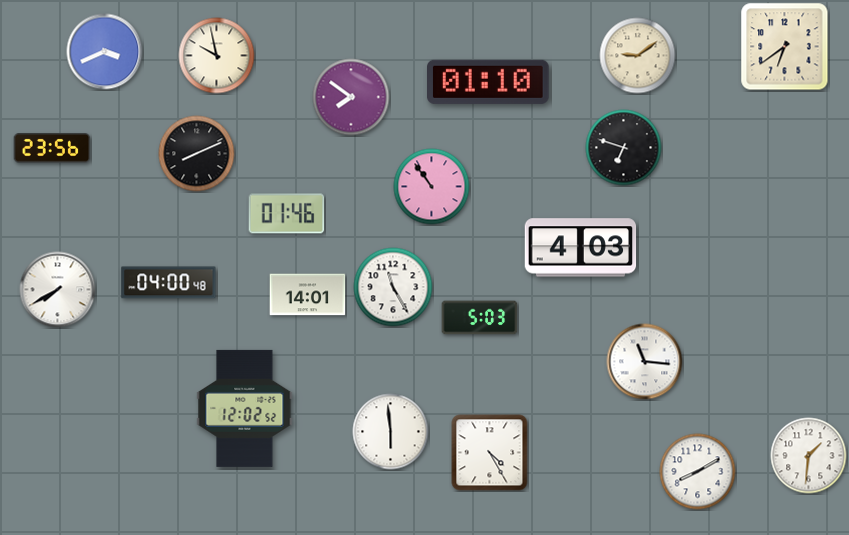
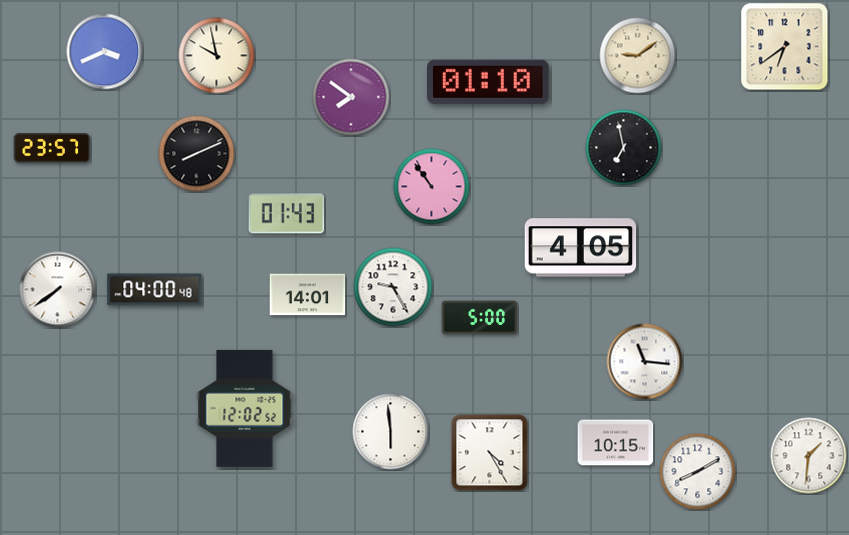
clock at (52, 148): 23:56 -> 23:57
clock at (624, 148): 6:48 -> 6:58
clock at (287, 214): 01:46 -> 01:43
clock at (581, 248): 4:03 -> 4:05
clock at (169, 283) position: (169, 283) -> (155, 290)
clock at (393, 287): 11:25 -> 9:25
clock at (58, 290): 7:40 -> 7:39
clock at (480, 318): 5:03 -> 5:00
clock at (616, 443): none -> 10:15
